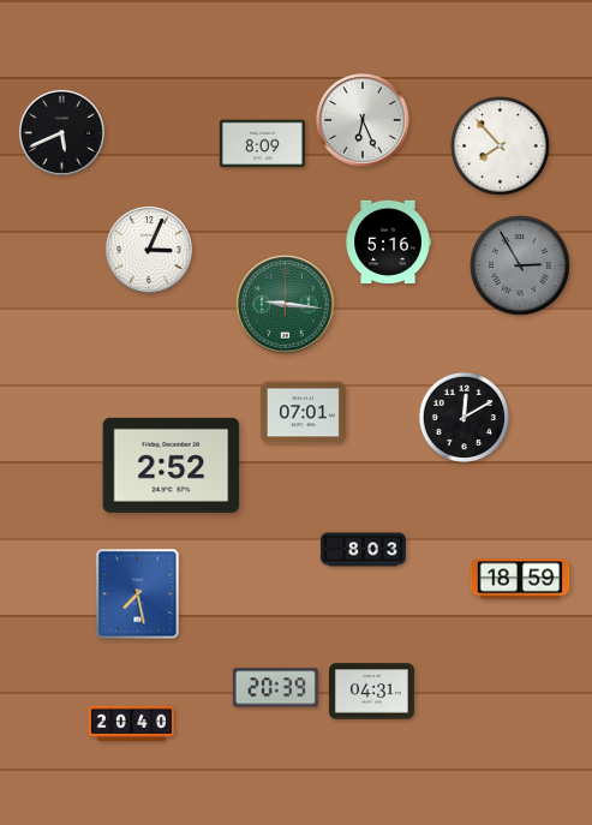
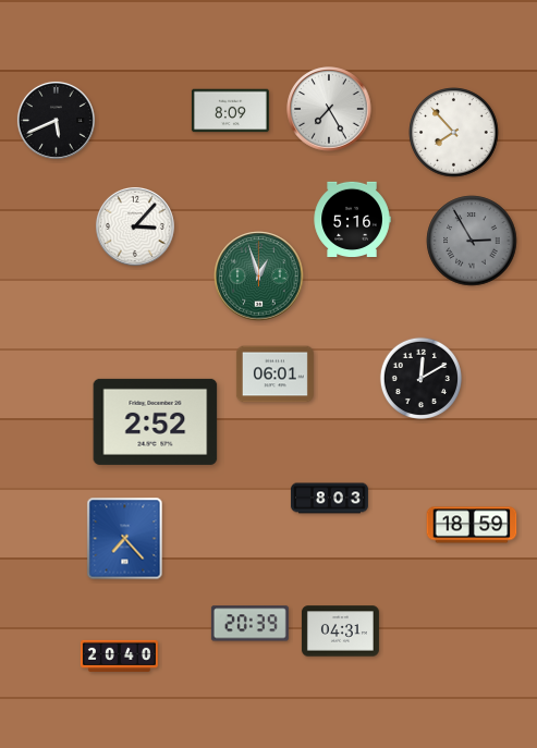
clock at (363, 120): 6:26 -> 7:25
clock at (262, 144) position: (262, 144) -> (230, 111)
clock at (149, 250): 3:04 -> 3:07
clock at (286, 305): 9:16 -> 12:57
clock at (303, 413): 07:01 -> 06:01
clock at (138, 594): 7:28 -> 7:23
clock at (371, 692) position: (371, 692) -> (340, 631)
